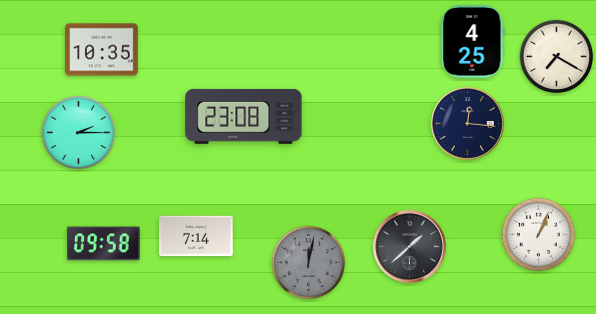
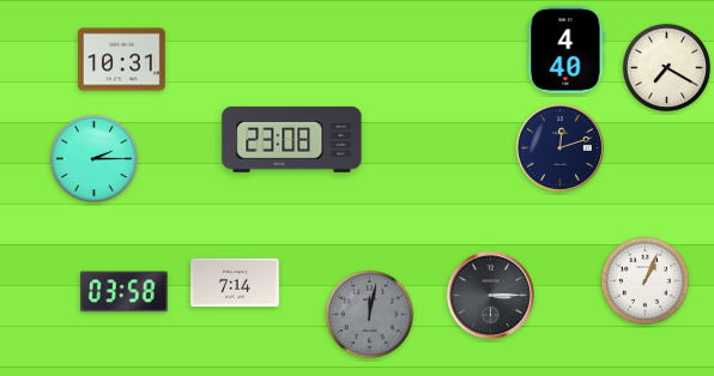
clock at (473, 42): 4:25 -> 4:40
clock at (102, 50): 10:35 -> 10:31
clock at (467, 123): 12:16 -> 12:12
clock at (103, 244): 09:58 -> 03:58
clock at (409, 246): 1:38 -> 3:15
